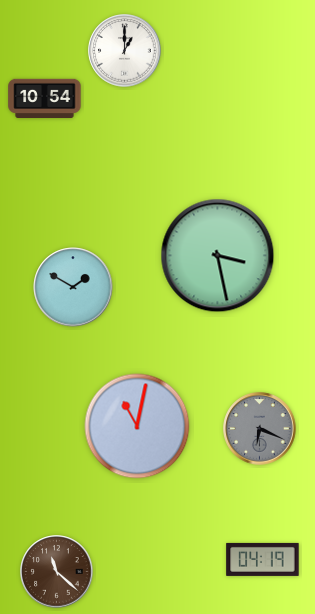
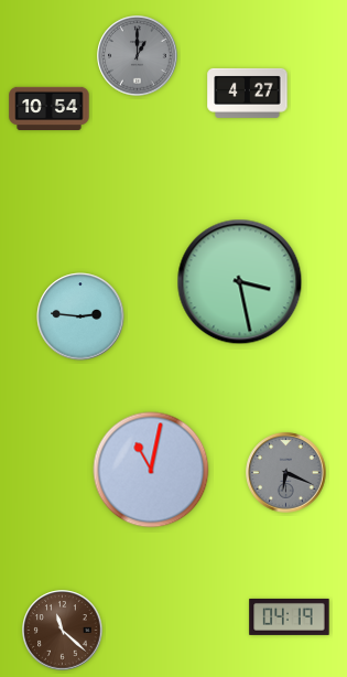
clock at (125, 51) dial: white -> grey
clock at (248, 93): none -> 4:27
clock at (73, 287): 1:50 -> 2:46
